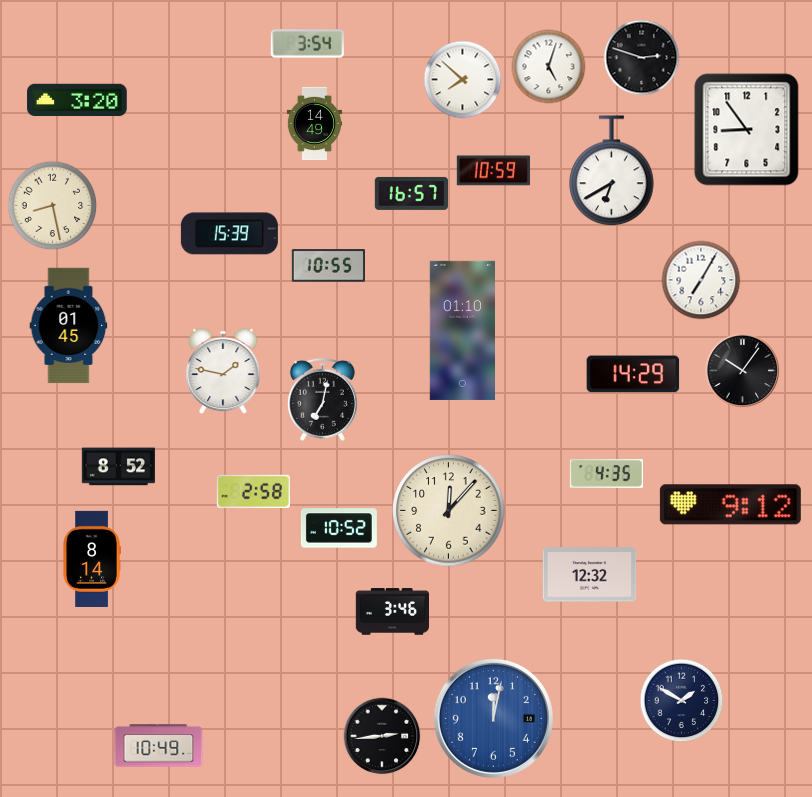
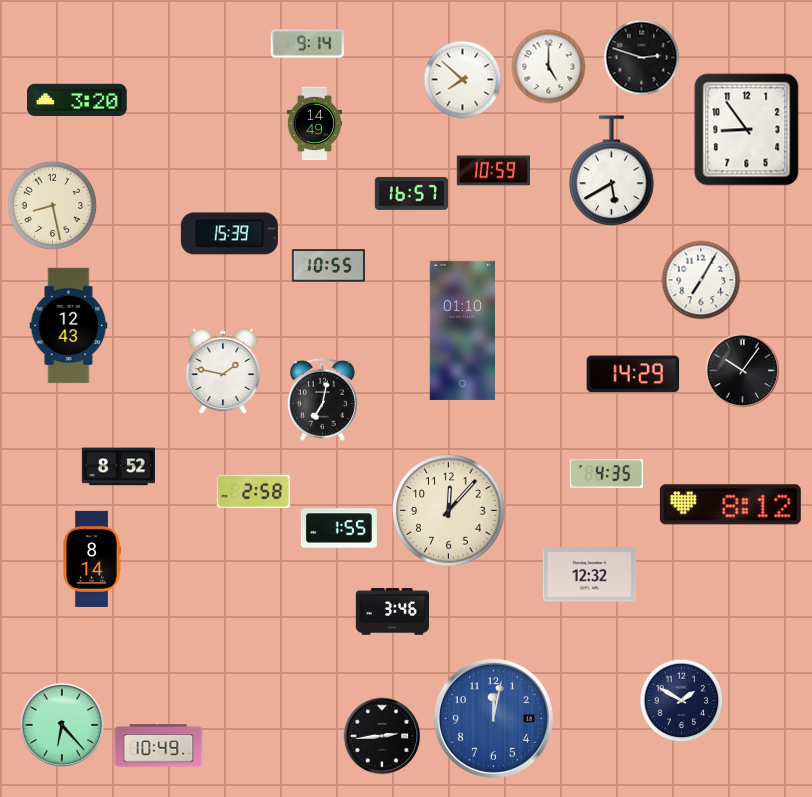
clock at (307, 44): 3:54 -> 9:14
clock at (549, 67): 5:03 -> 5:00
clock at (612, 171): 6:40 -> 5:40
clock at (69, 326): 01:45 -> 12:43
clock at (730, 505): 9:12 -> 8:12
clock at (339, 528): 10:52 -> 1:55
clock at (62, 725): none -> 6:23
